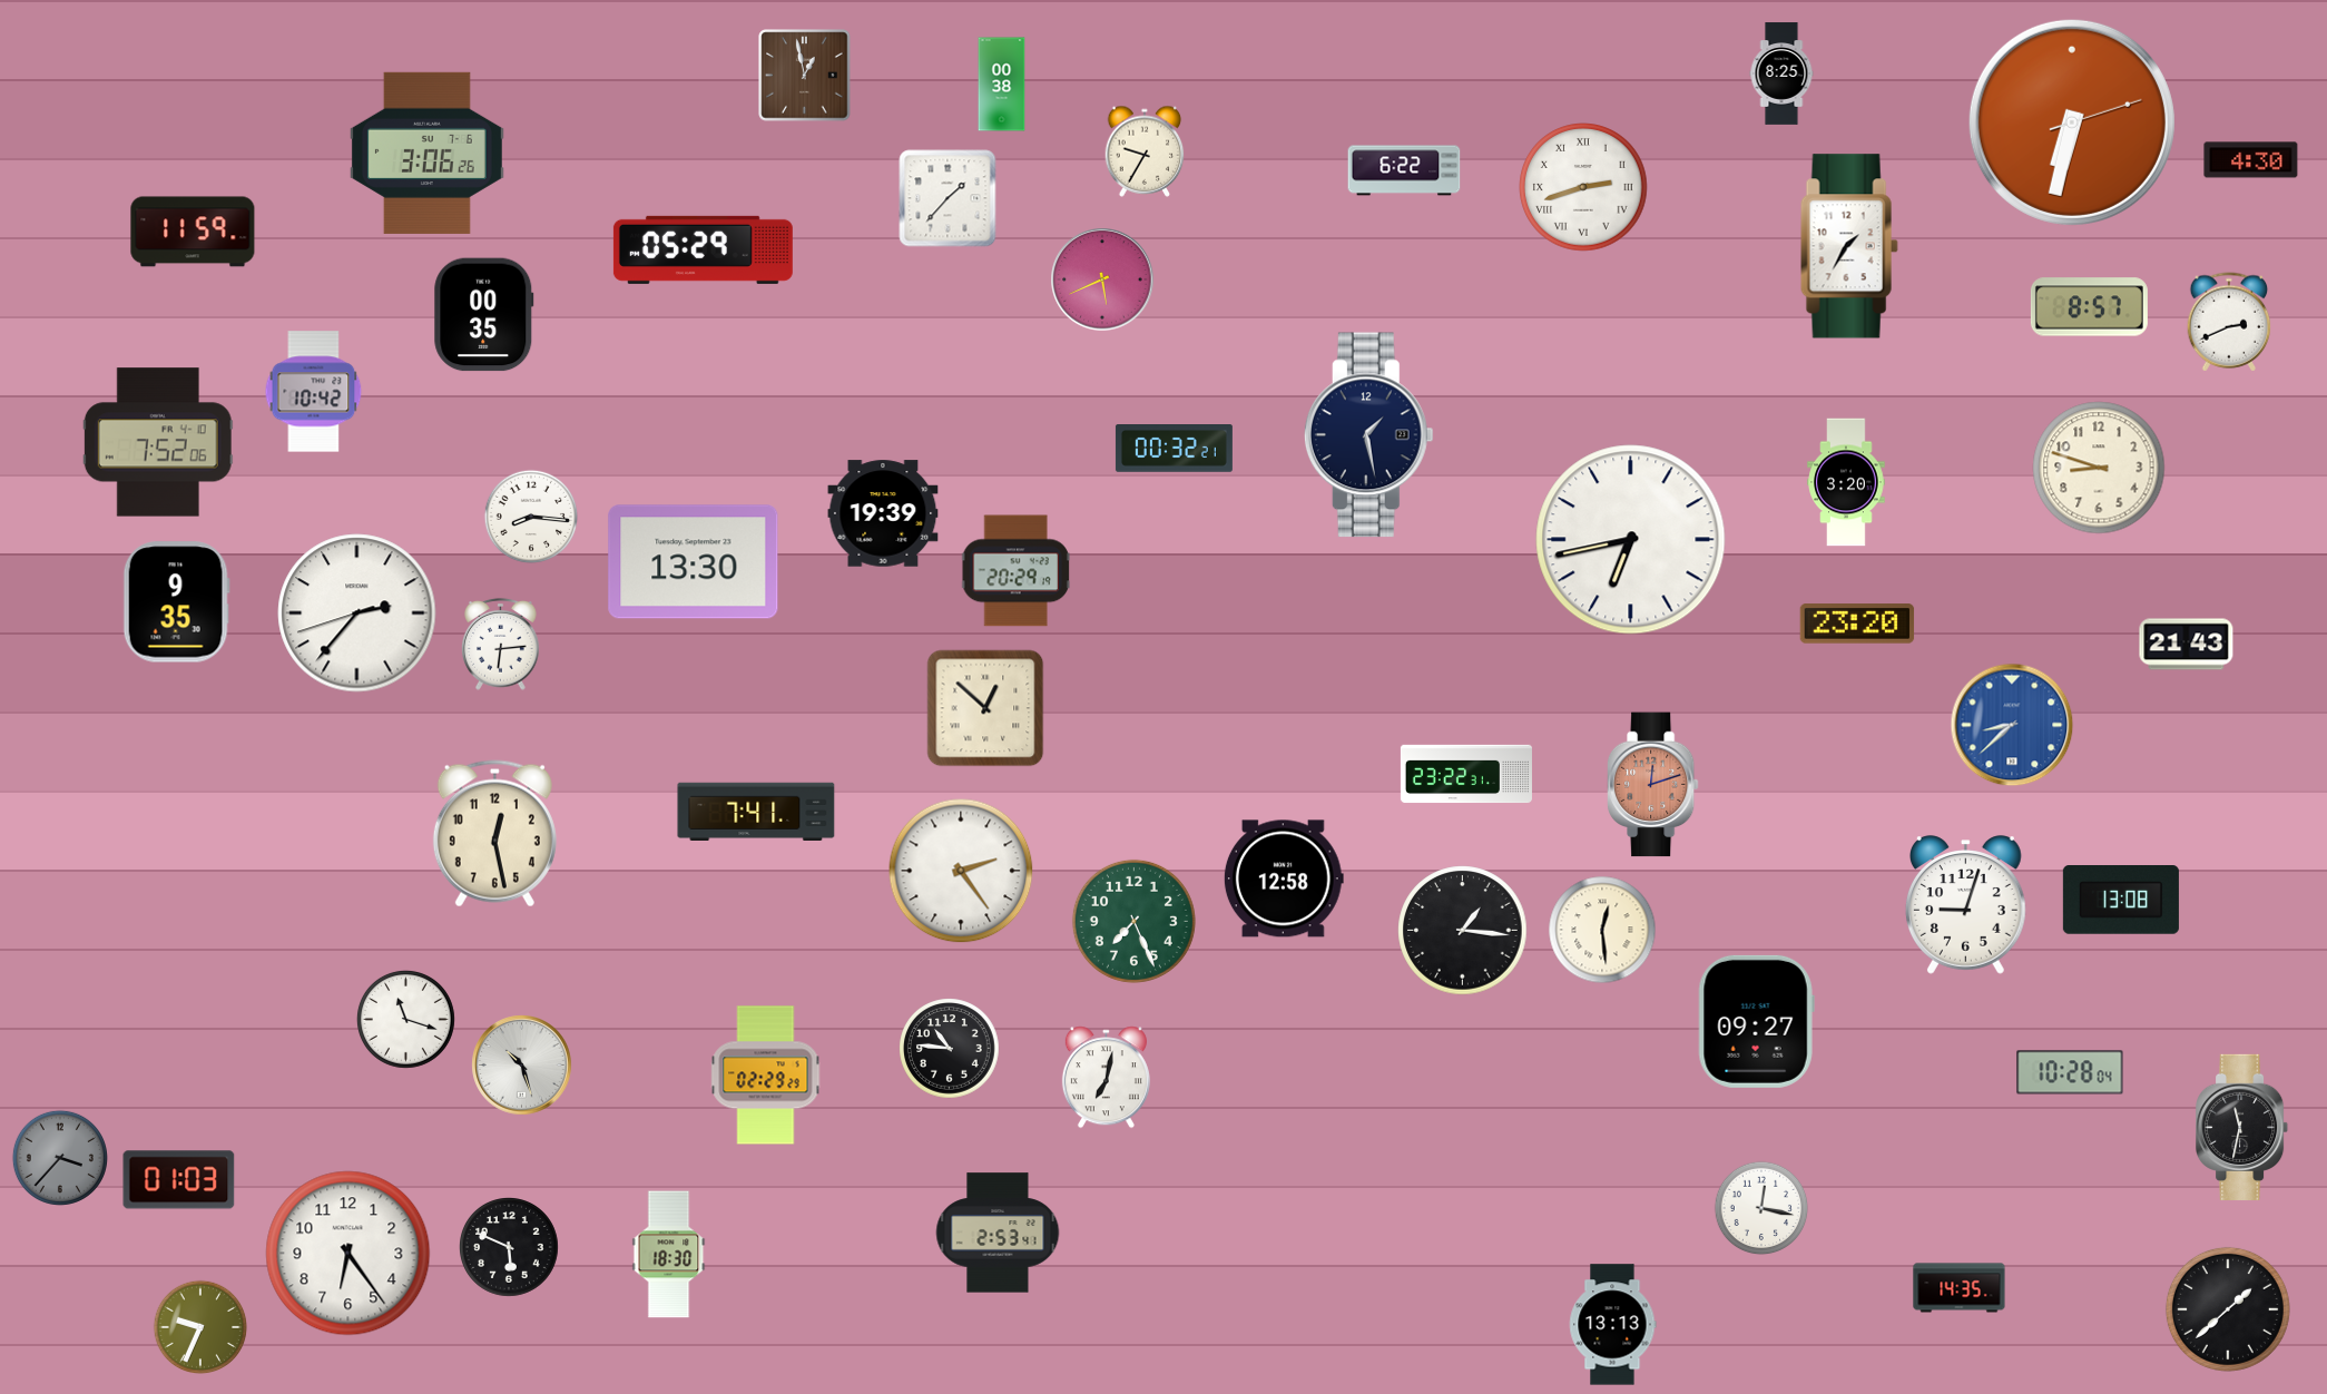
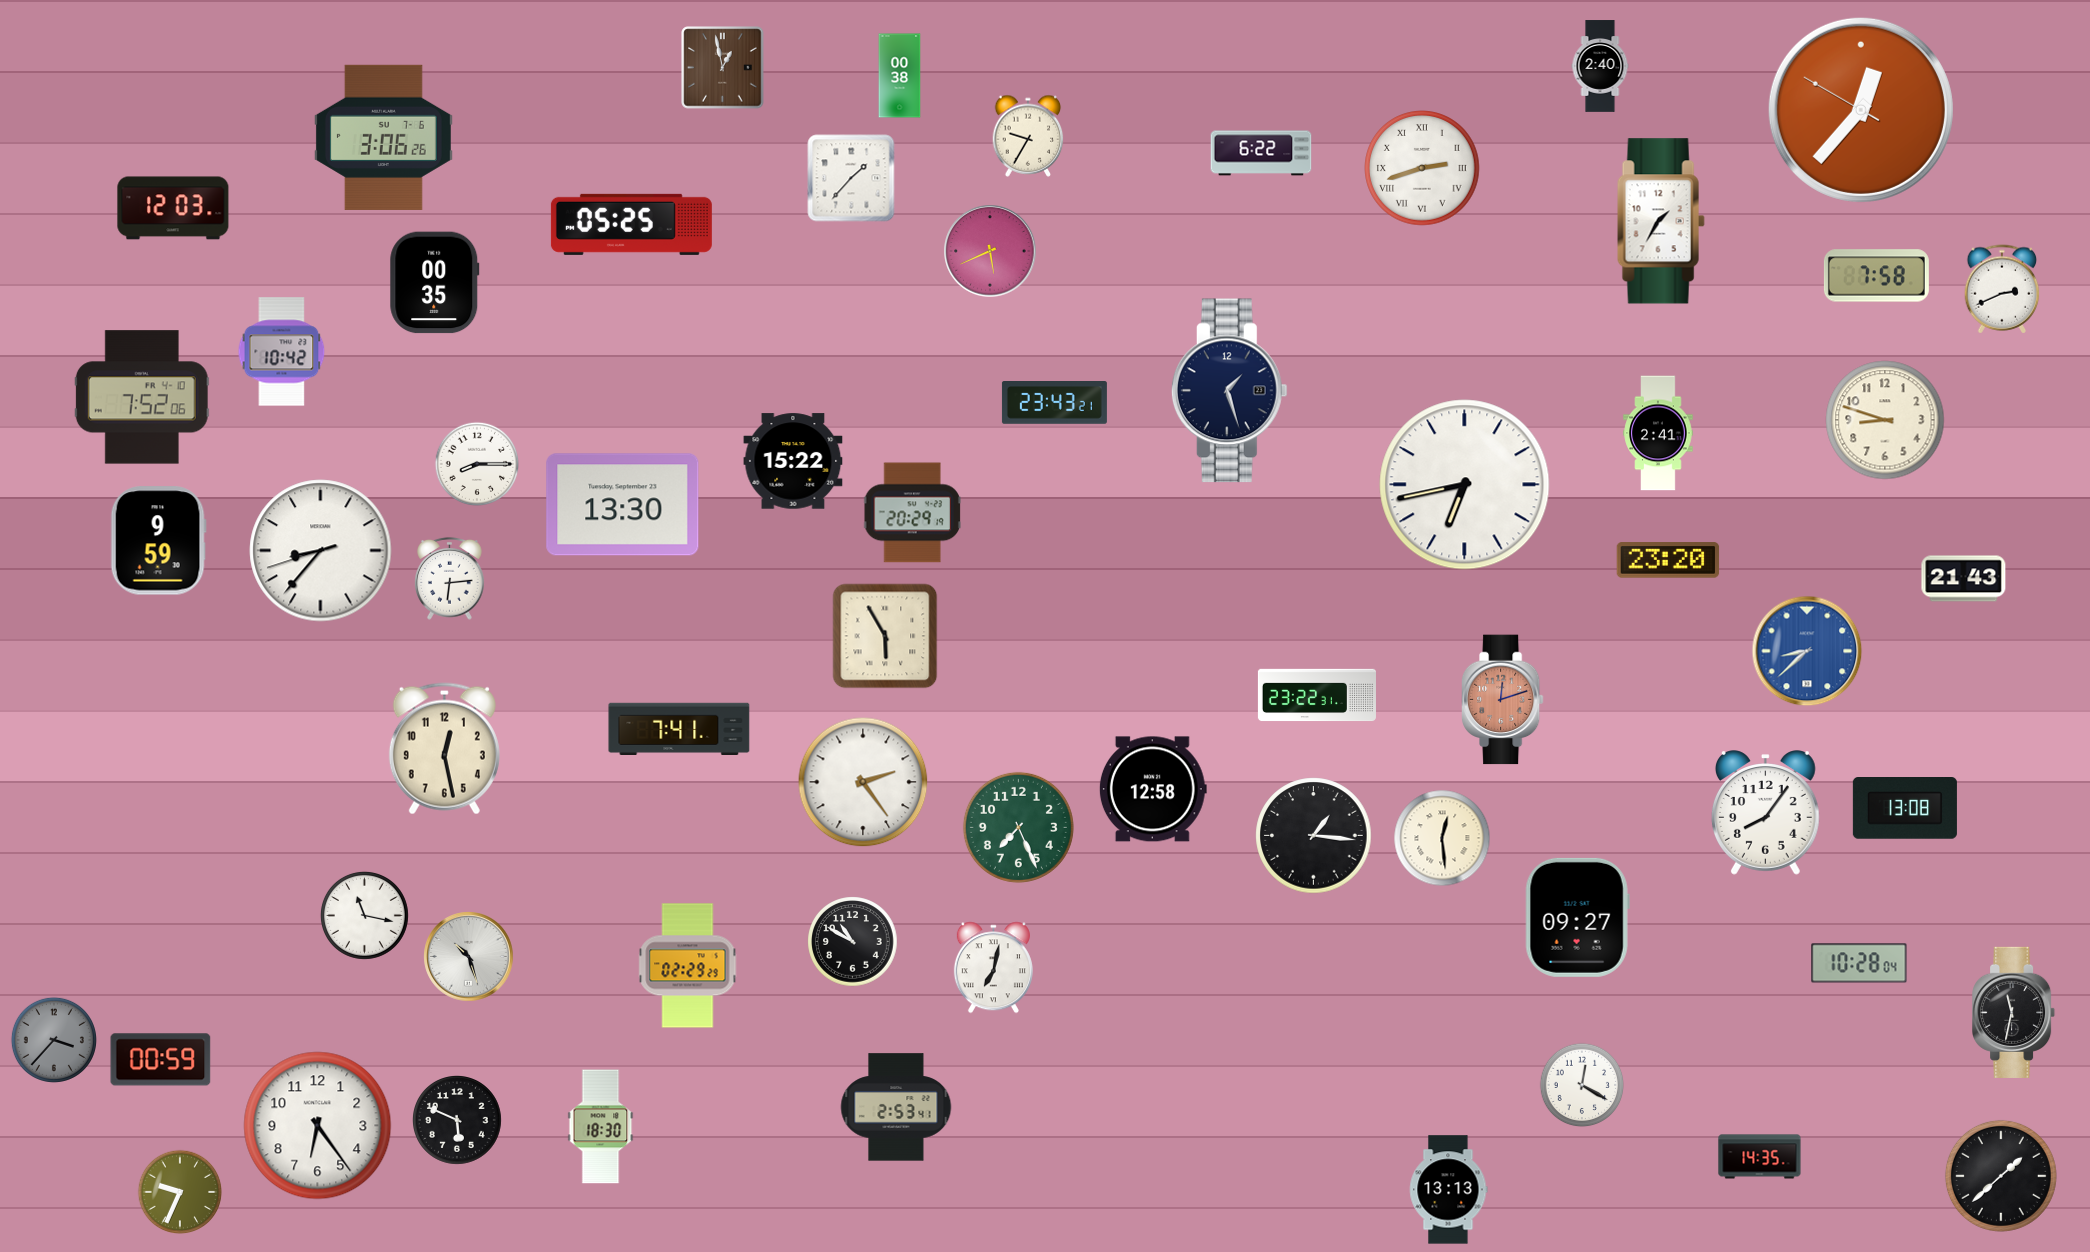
clock at (1781, 73): 8:25 -> 2:40
clock at (2072, 122): 6:32 -> 12:36
clock at (2251, 160): 4:30 -> none
clock at (193, 232): 11:59 -> 12:03
clock at (703, 249): 05:29 -> 05:25
clock at (2089, 307): 8:57 -> 7:58
clock at (1368, 435): 1:28 -> 1:27
clock at (1174, 449): 00:32 -> 23:43
clock at (1846, 482): 3:20 -> 2:41
clock at (883, 513): 19:39 -> 15:22
clock at (531, 517): 8:16 -> 8:15
clock at (176, 602): 9:35 -> 9:59
clock at (357, 613): 2:36 -> 8:36
clock at (985, 708): 12:52 -> 5:55
clock at (1652, 785) position: (1652, 785) -> (1502, 700)
clock at (1965, 905): 9:03 -> 8:06
clock at (1602, 930) position: (1602, 930) -> (1442, 838)
clock at (405, 1019): 11:18 -> 11:17
clock at (950, 1049): 10:46 -> 10:50
clock at (179, 1180): 01:03 -> 00:59
clock at (1761, 1208): 12:17 -> 12:20
clock at (348, 1254) position: (348, 1254) -> (318, 1126)
